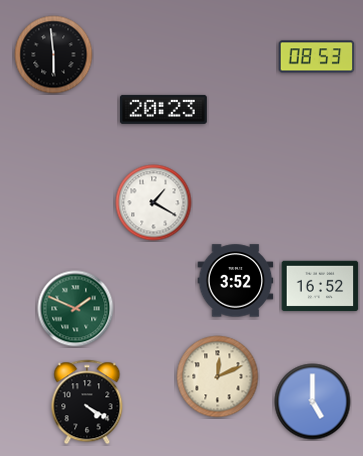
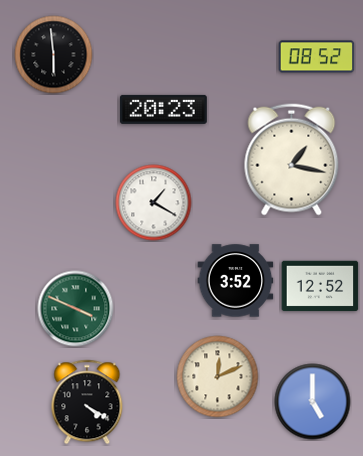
clock at (317, 57): 08:53 -> 08:52
clock at (292, 160): none -> 1:17
clock at (320, 286): 16:52 -> 12:52
clock at (76, 309): 1:49 -> 3:49
